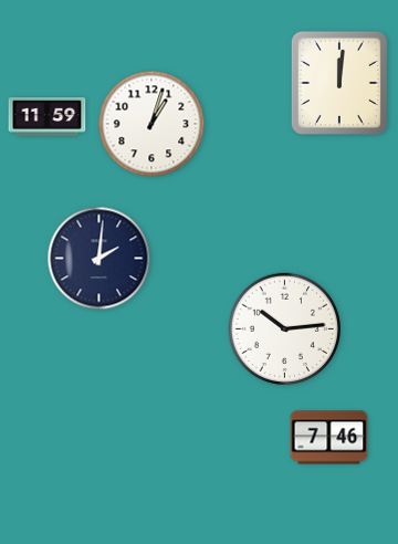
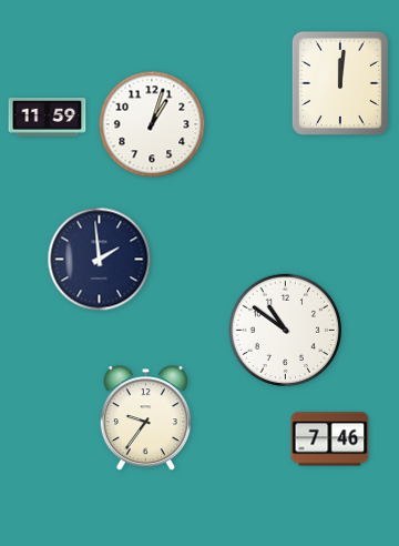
clock at (99, 259): 2:01 -> 1:59
clock at (284, 328): 10:14 -> 10:51
clock at (145, 418): none -> 9:36
